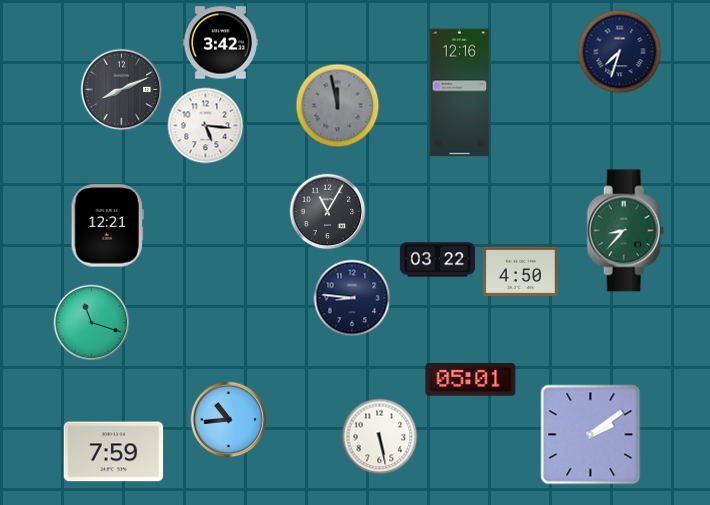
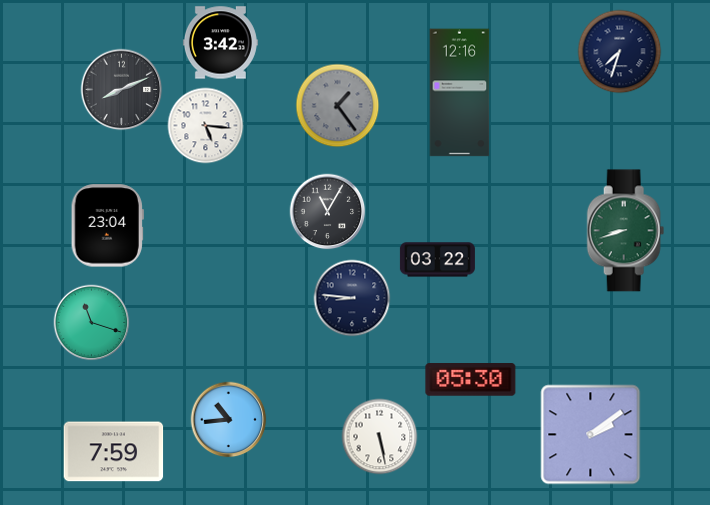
clock at (338, 106): 11:58 -> 1:24
clock at (107, 226): 12:21 -> 23:04
clock at (626, 231): 8:37 -> 8:42
clock at (520, 272): 4:50 -> none
clock at (471, 380): 05:01 -> 05:30
